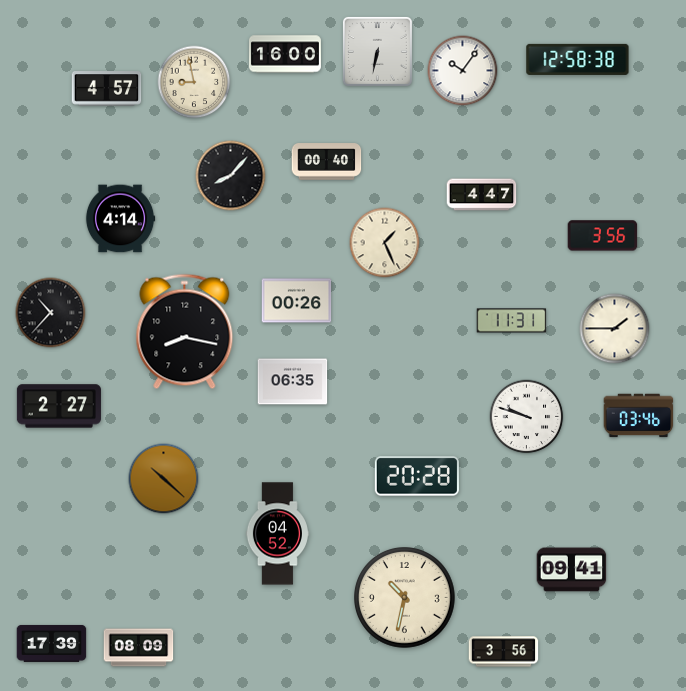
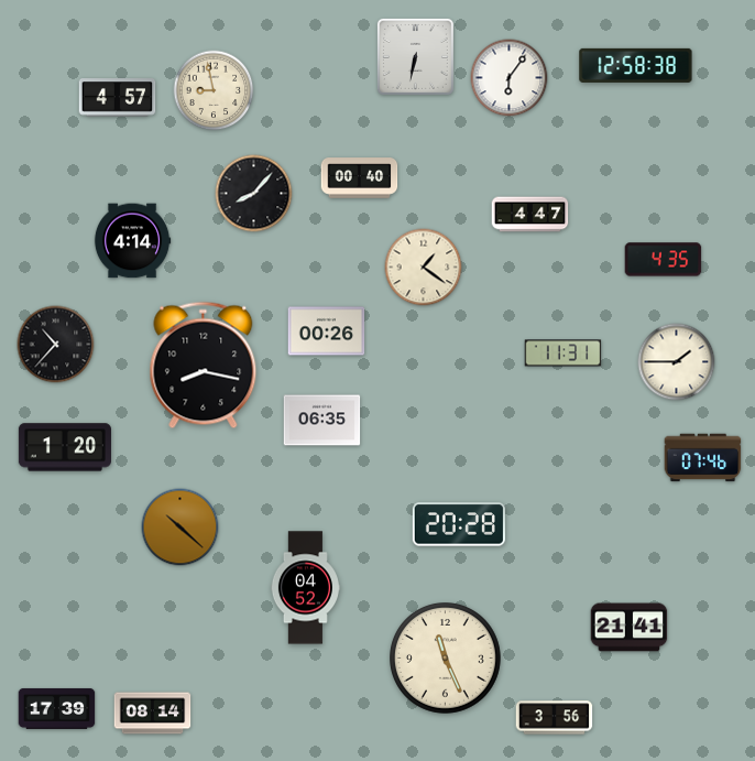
clock at (285, 54): 16:00 -> none
clock at (463, 71): 10:06 -> 6:06
clock at (603, 236): 3:56 -> 4:35
clock at (385, 243): 1:26 -> 1:21
clock at (59, 406): 2:27 -> 1:20
clock at (639, 416): 03:46 -> 07:46
clock at (527, 417): 9:48 -> none
clock at (572, 570): 09:41 -> 21:41
clock at (405, 598): 10:32 -> 11:26
clock at (139, 648): 08:09 -> 08:14
